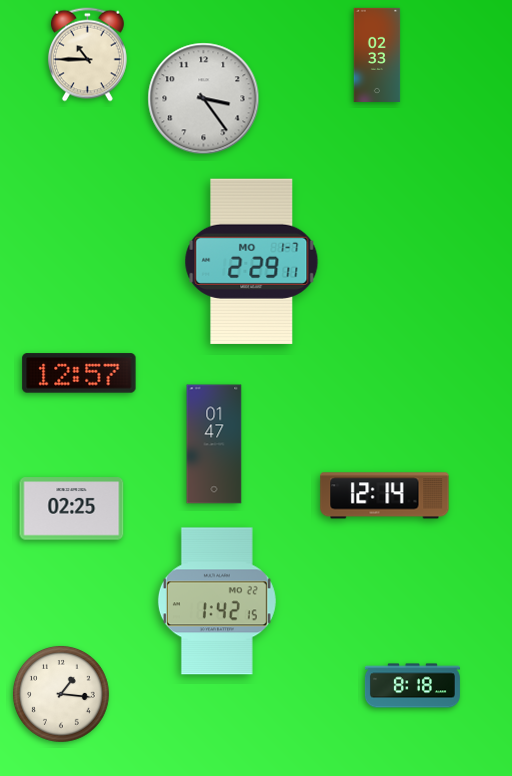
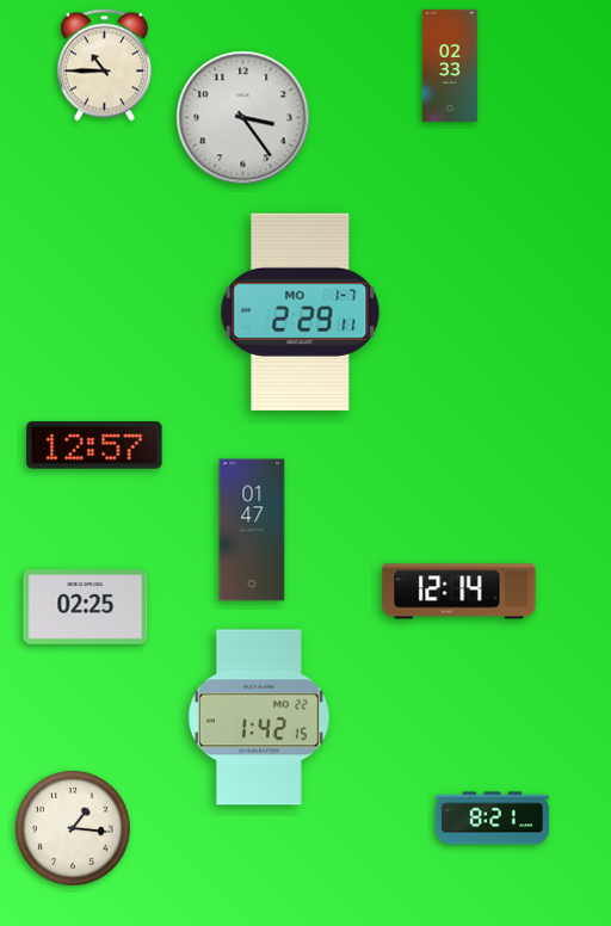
clock at (214, 444) position: (214, 444) -> (252, 530)
clock at (412, 686): 8:18 -> 8:21
